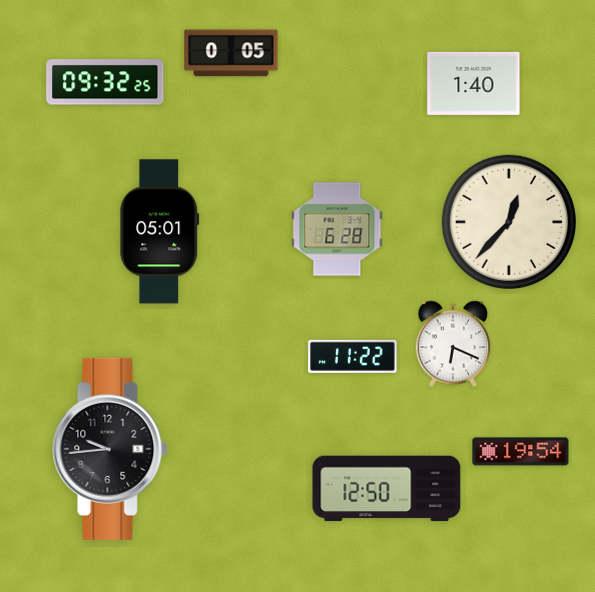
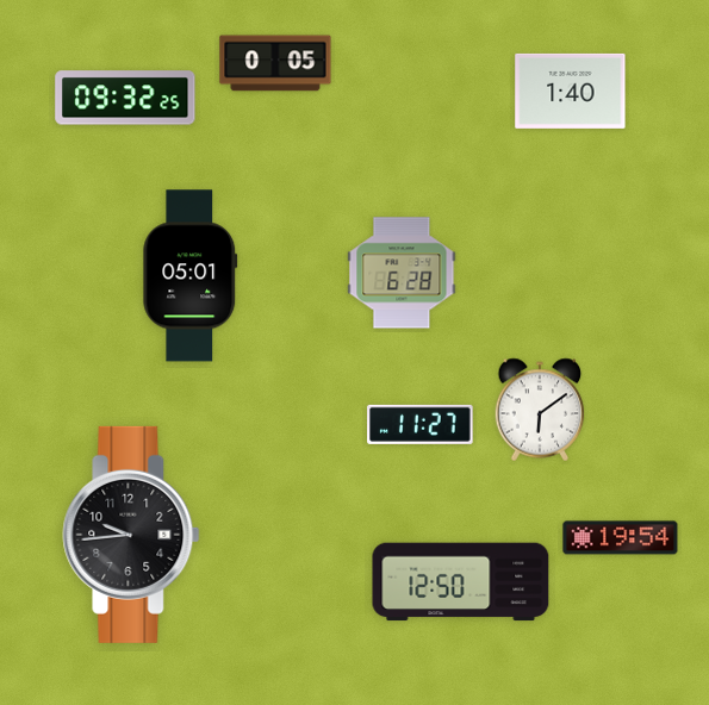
clock at (474, 83) position: (474, 83) -> (571, 91)
clock at (508, 221): 12:37 -> none
clock at (453, 344): 6:19 -> 6:09
clock at (353, 356): 11:22 -> 11:27
